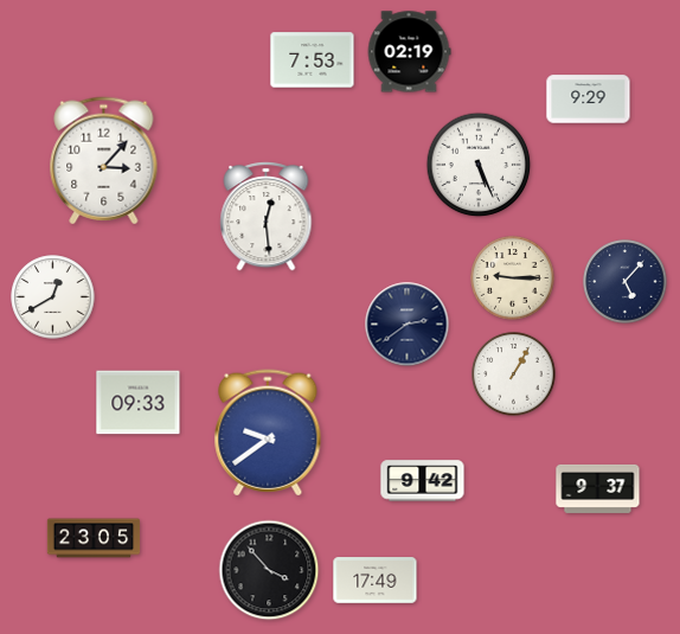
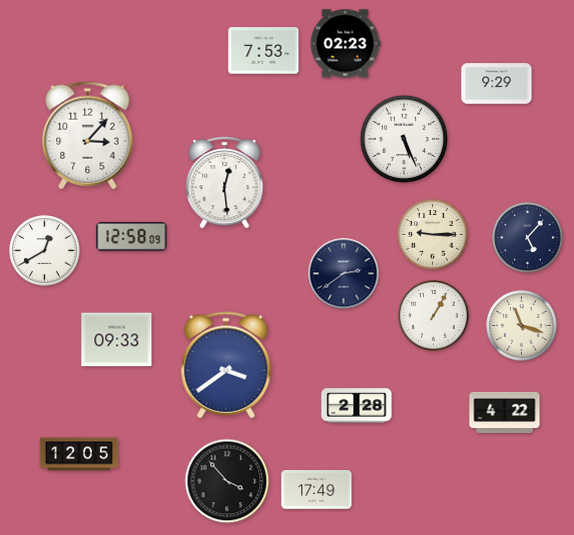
clock at (409, 52): 02:19 -> 02:23
clock at (132, 237): none -> 12:58
clock at (522, 326): none -> 11:18
clock at (268, 433): 9:39 -> 3:39
clock at (423, 481): 9:42 -> 2:28
clock at (598, 488): 9:37 -> 4:22
clock at (94, 538): 23:05 -> 12:05
